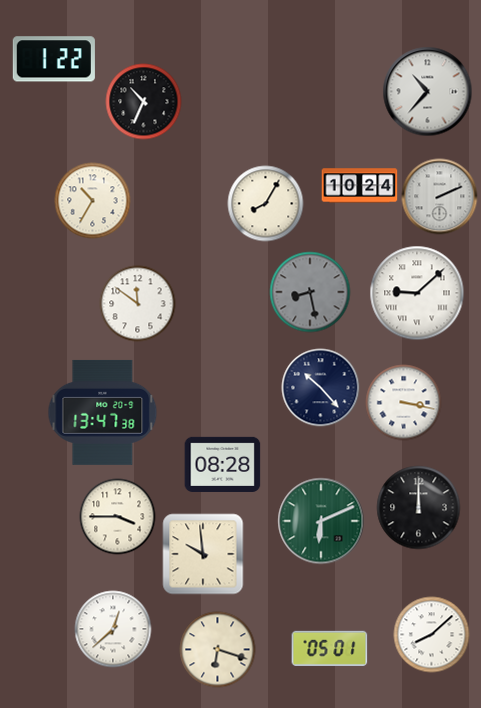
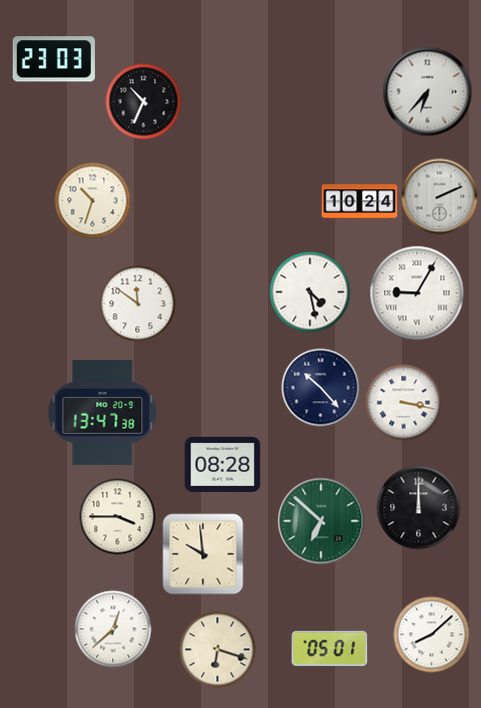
clock at (54, 59): 1:22 -> 23:03
clock at (428, 92): 10:37 -> 6:37
clock at (360, 186) position: (360, 186) -> (360, 202)
clock at (93, 201): 10:35 -> 10:33
clock at (266, 204): 8:05 -> none
clock at (310, 292): 8:28 -> 4:28
clock at (310, 292) dial: grey -> white
clock at (417, 293): 9:08 -> 9:05
clock at (321, 521): 6:11 -> 6:52
